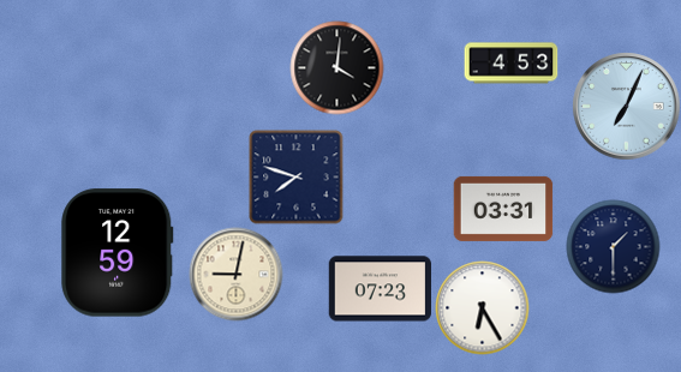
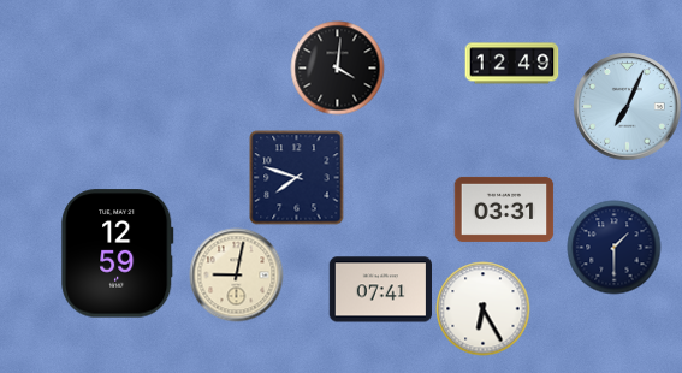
clock at (510, 64): 4:53 -> 12:49
clock at (380, 289): 07:23 -> 07:41
